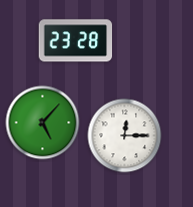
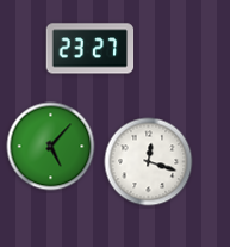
clock at (76, 41): 23:28 -> 23:27
clock at (125, 136): 12:15 -> 12:18
